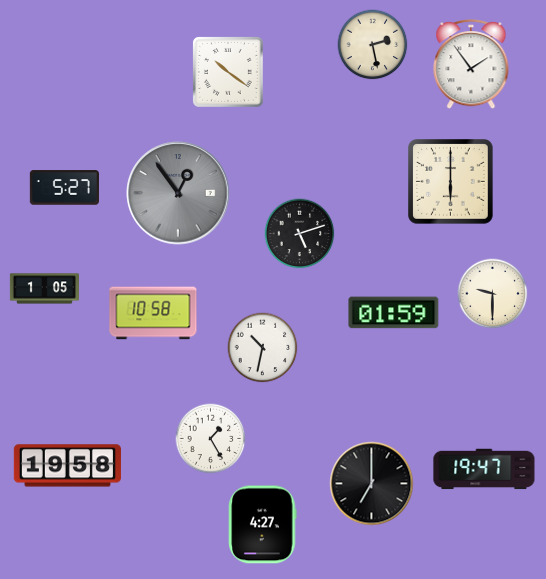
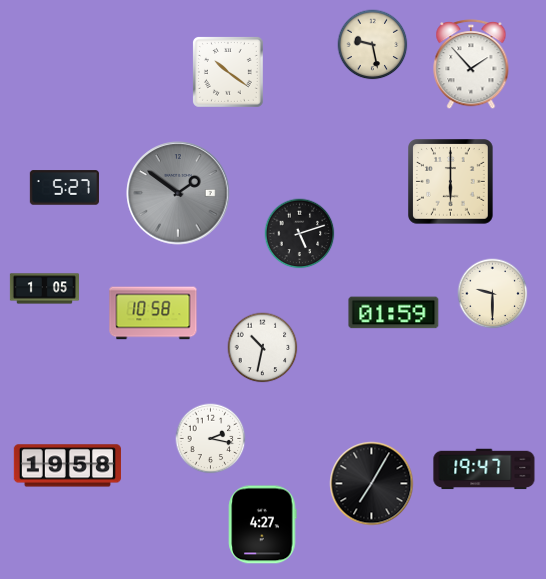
clock at (373, 45): 2:28 -> 9:28
clock at (471, 65): 1:54 -> 1:53
clock at (178, 193): 12:54 -> 1:51
clock at (211, 439): 1:25 -> 2:17
clock at (372, 484): 7:00 -> 7:05
